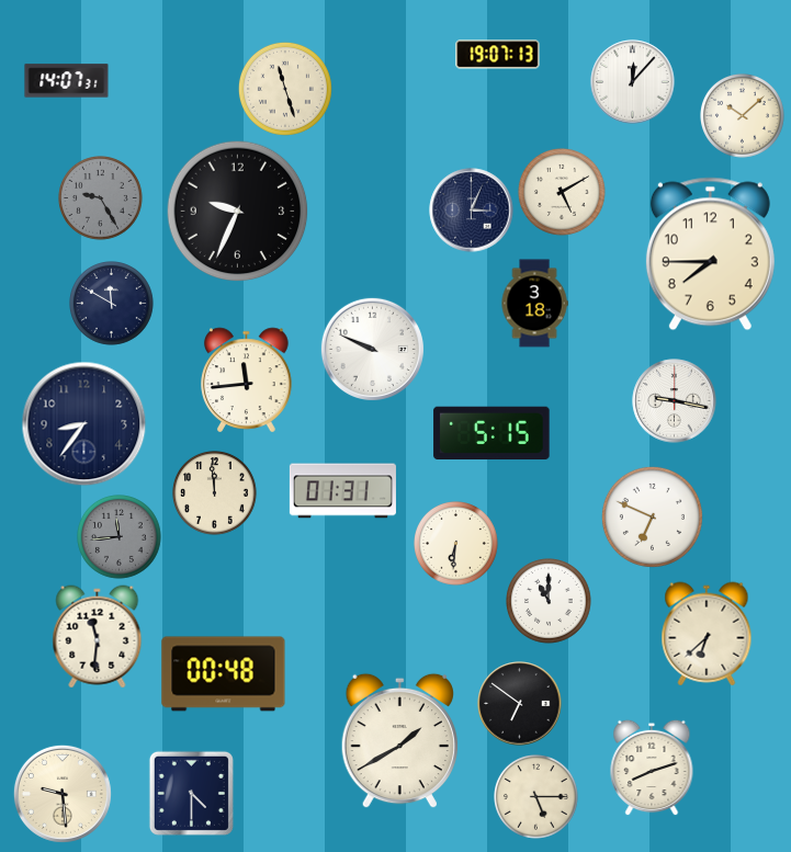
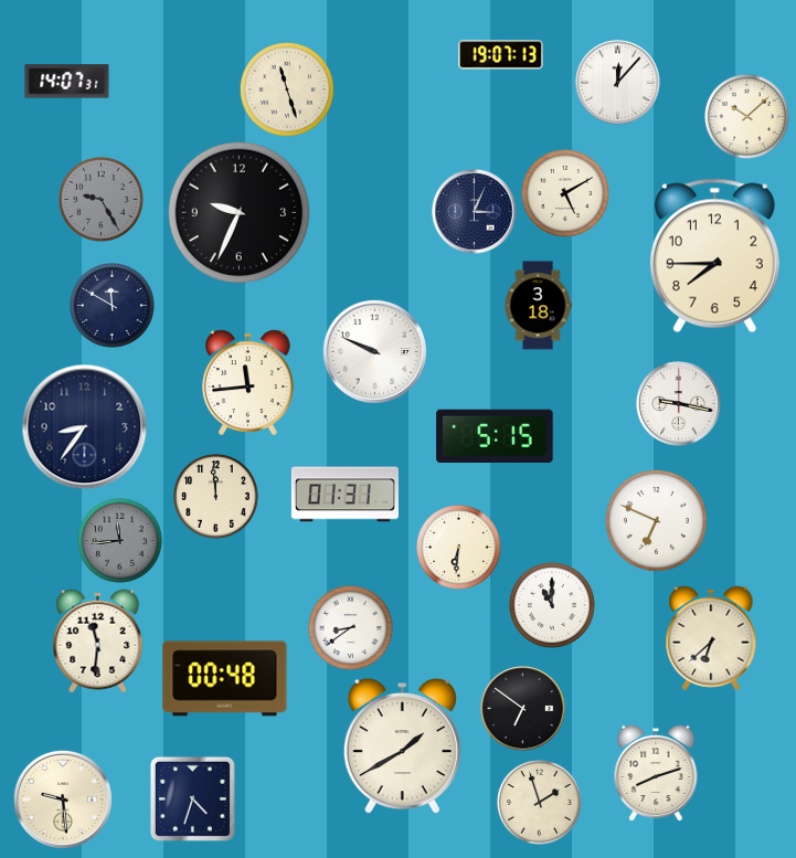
clock at (633, 82) position: (633, 82) -> (618, 83)
clock at (351, 628): none -> 8:39
clock at (191, 793): 4:30 -> 4:33
clock at (536, 797): 5:15 -> 1:57
